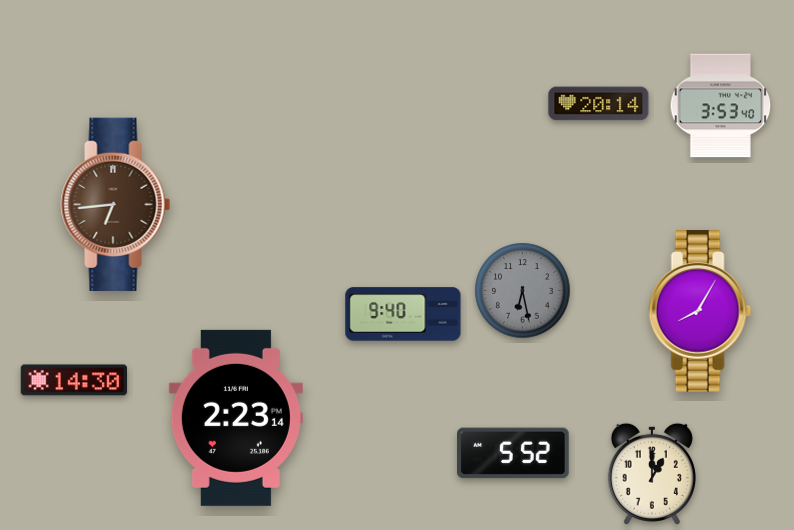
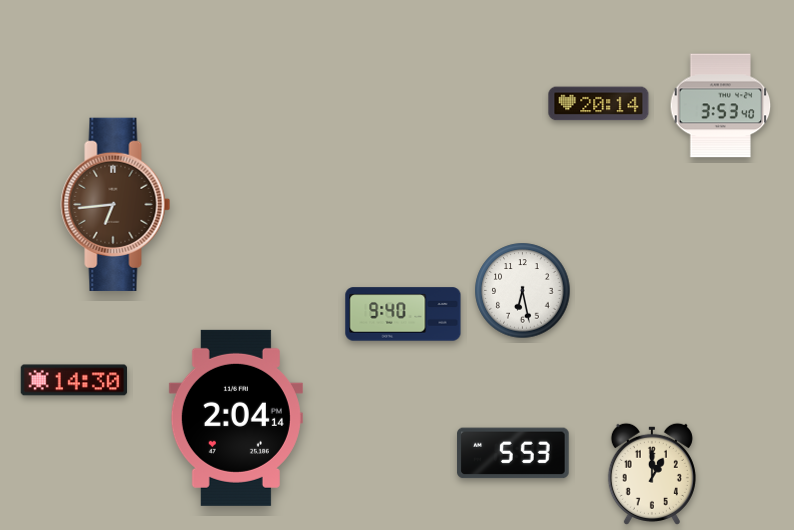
clock at (523, 291) dial: grey -> white
clock at (700, 312): 8:05 -> none
clock at (236, 418): 2:23 -> 2:04
clock at (513, 453): 5:52 -> 5:53
